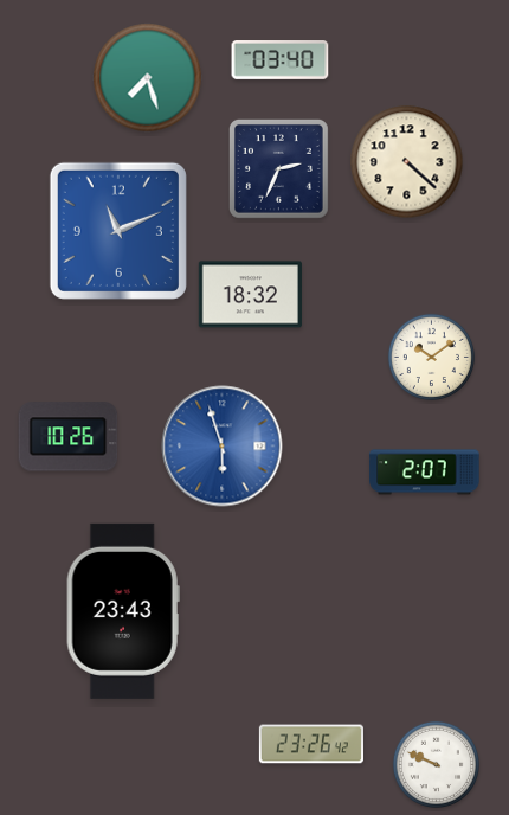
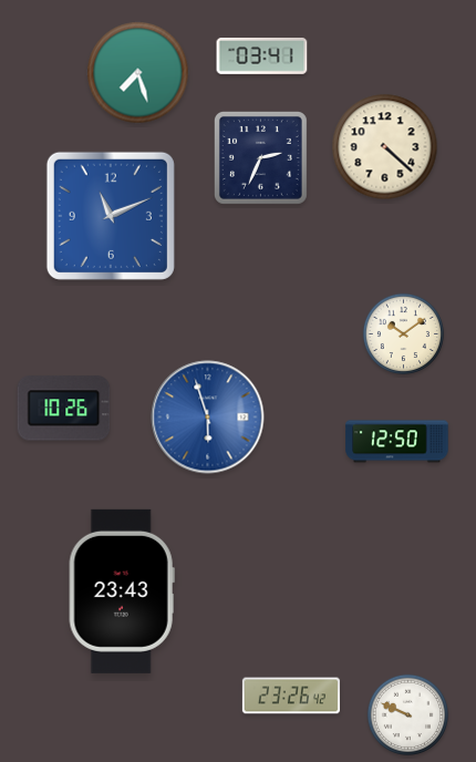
clock at (281, 60): 03:40 -> 03:41
clock at (407, 162) position: (407, 162) -> (385, 147)
clock at (250, 295): 18:32 -> none
clock at (425, 473): 2:07 -> 12:50
clock at (123, 611) position: (123, 611) -> (122, 591)
